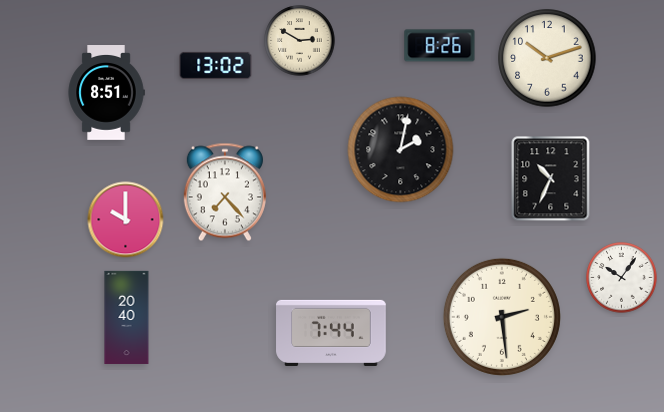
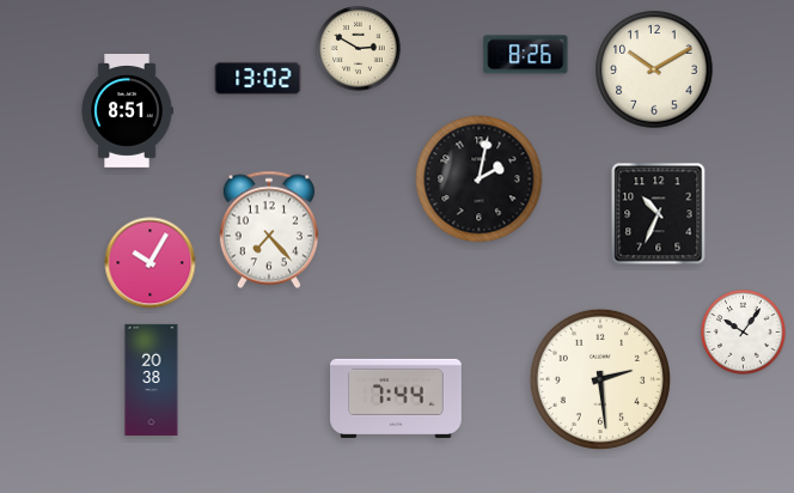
clock at (547, 58): 10:12 -> 10:10
clock at (126, 220): 10:00 -> 10:05
clock at (127, 317): 20:40 -> 20:38
